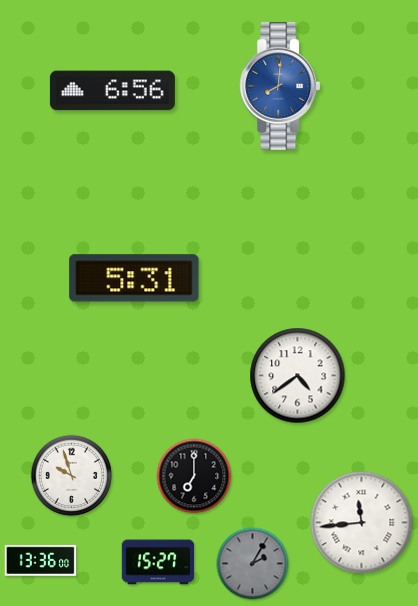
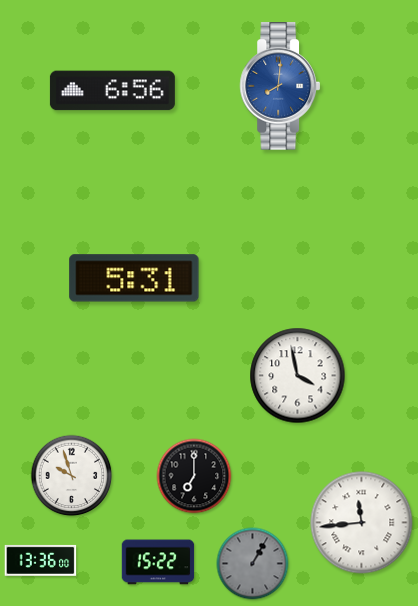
clock at (298, 376): 4:39 -> 3:58
clock at (158, 562): 15:27 -> 15:22
clock at (253, 564): 2:05 -> 1:05
